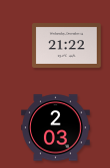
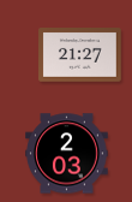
clock at (67, 46): 21:22 -> 21:27
